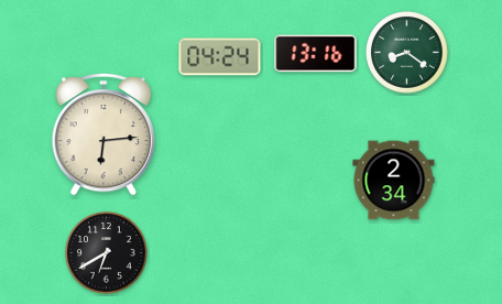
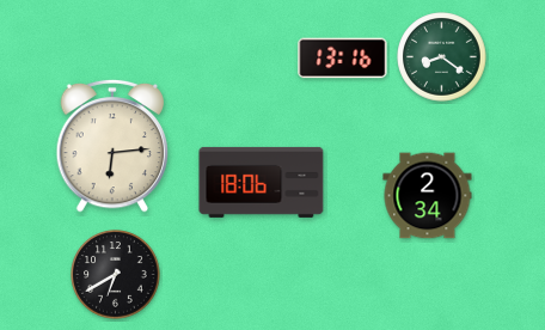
clock at (220, 57): 04:24 -> none
clock at (262, 182): none -> 18:06
